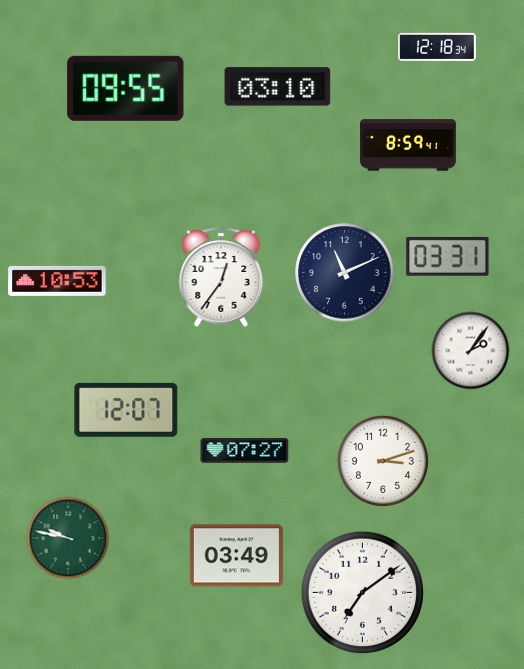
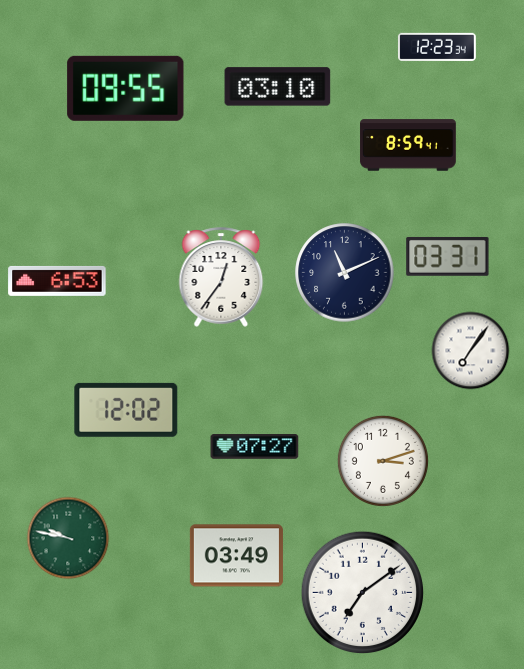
clock at (437, 47): 12:18 -> 12:23
clock at (57, 281): 10:53 -> 6:53
clock at (471, 351): 2:06 -> 7:06
clock at (126, 410): 12:07 -> 12:02
clock at (245, 451) position: (245, 451) -> (255, 447)
